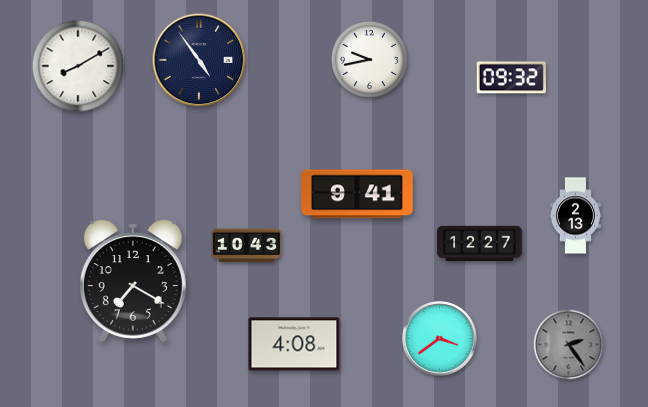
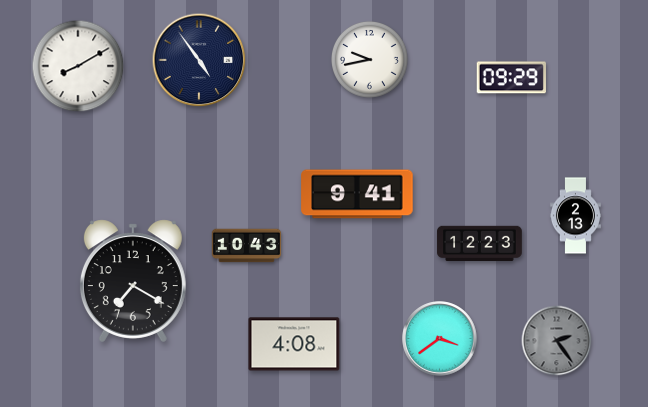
clock at (511, 78): 09:32 -> 09:29
clock at (480, 244): 12:27 -> 12:23
clock at (569, 345) position: (569, 345) -> (557, 341)
